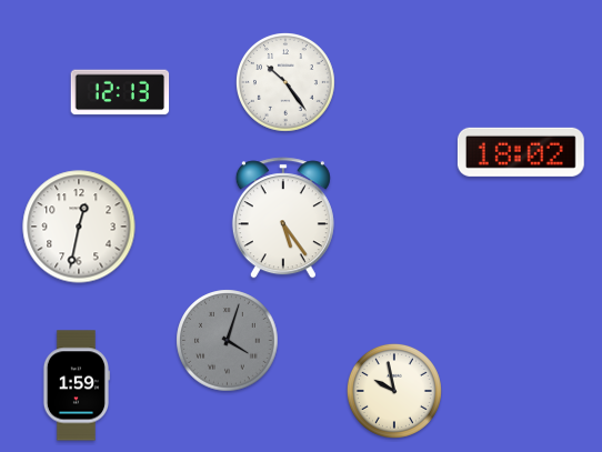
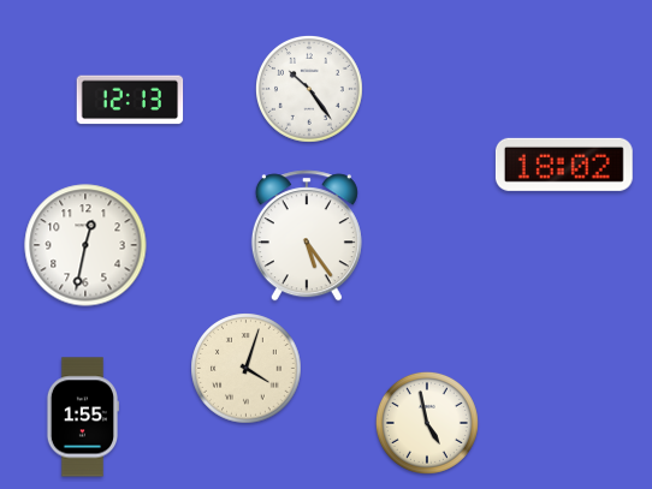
clock at (228, 341) dial: grey -> cream
clock at (76, 385): 1:59 -> 1:55
clock at (394, 391): 9:58 -> 4:58
